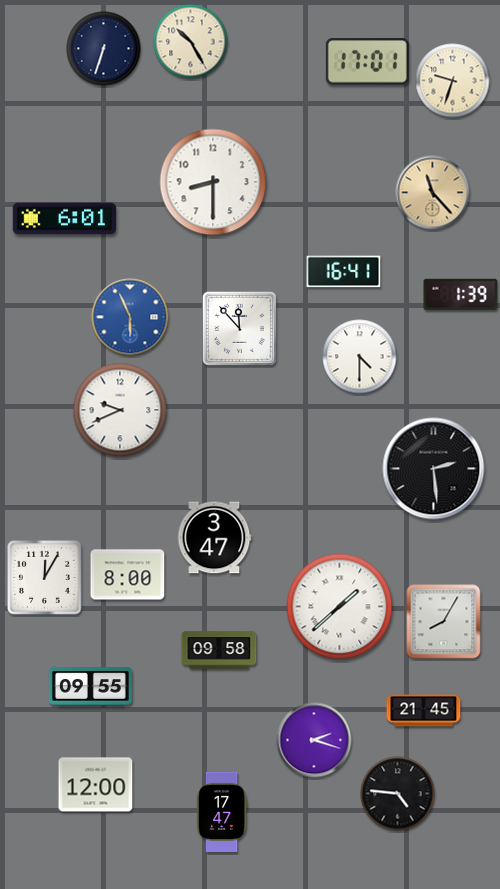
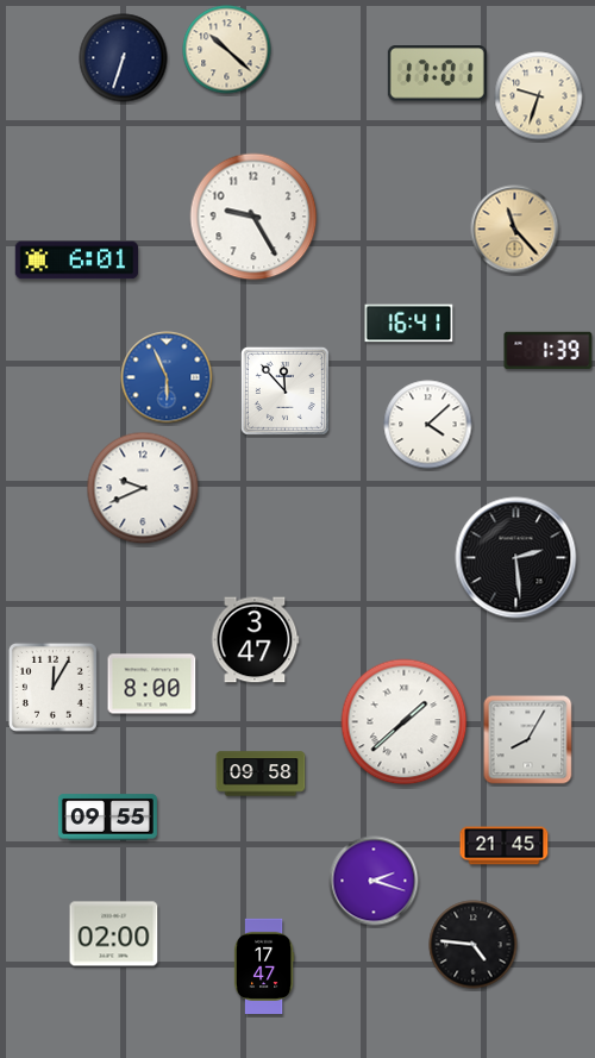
clock at (191, 42): 10:25 -> 10:22
clock at (213, 182): 8:30 -> 9:25
clock at (130, 317) position: (130, 317) -> (167, 377)
clock at (360, 357): 4:30 -> 4:08
clock at (96, 785): 12:00 -> 02:00
